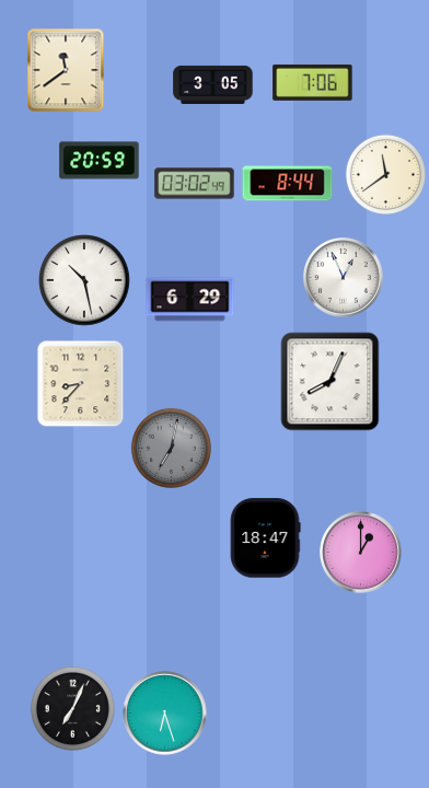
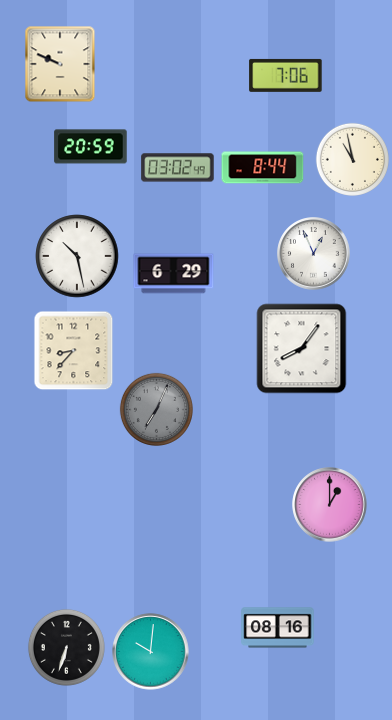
clock at (66, 70): 11:39 -> 9:49
clock at (213, 84): 3:05 -> none
clock at (385, 174): 11:39 -> 10:58
clock at (331, 382): 8:04 -> 8:06
clock at (171, 448): 7:02 -> 7:04
clock at (265, 538): 18:47 -> none
clock at (278, 628): none -> 08:16
clock at (72, 708): 7:04 -> 6:33
clock at (165, 714): 6:27 -> 10:01
